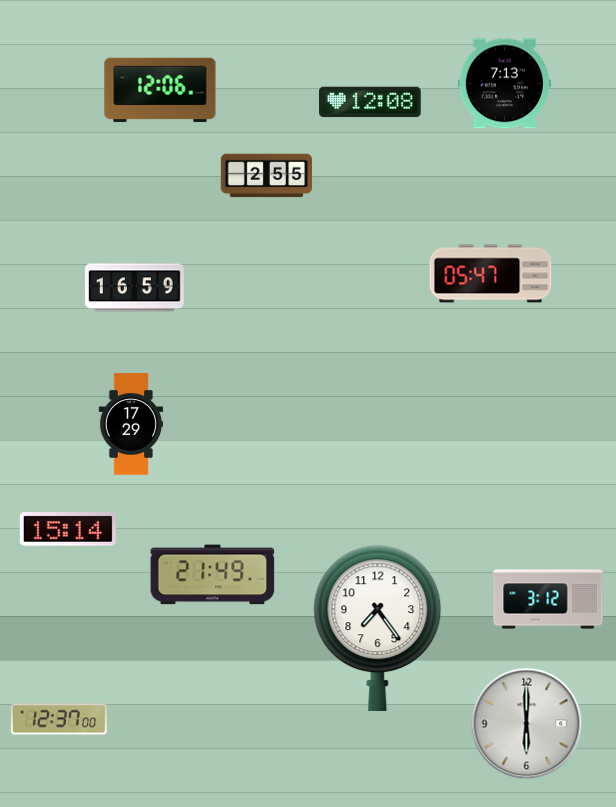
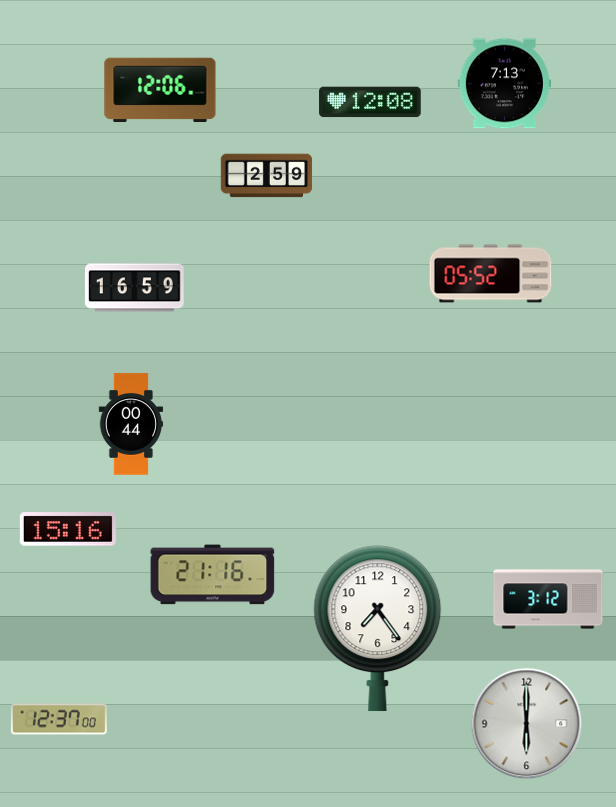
clock at (267, 176): 2:55 -> 2:59
clock at (491, 274): 05:47 -> 05:52
clock at (131, 424): 17:29 -> 00:44
clock at (68, 529): 15:14 -> 15:16
clock at (213, 575): 21:49 -> 21:16
